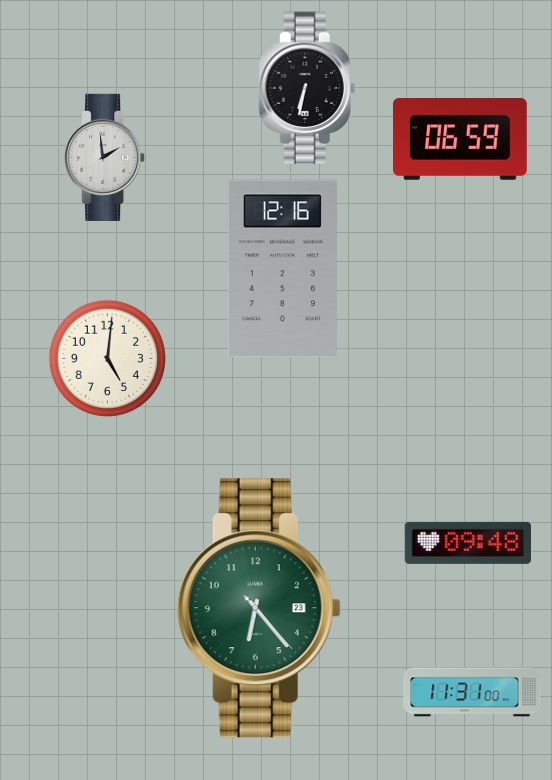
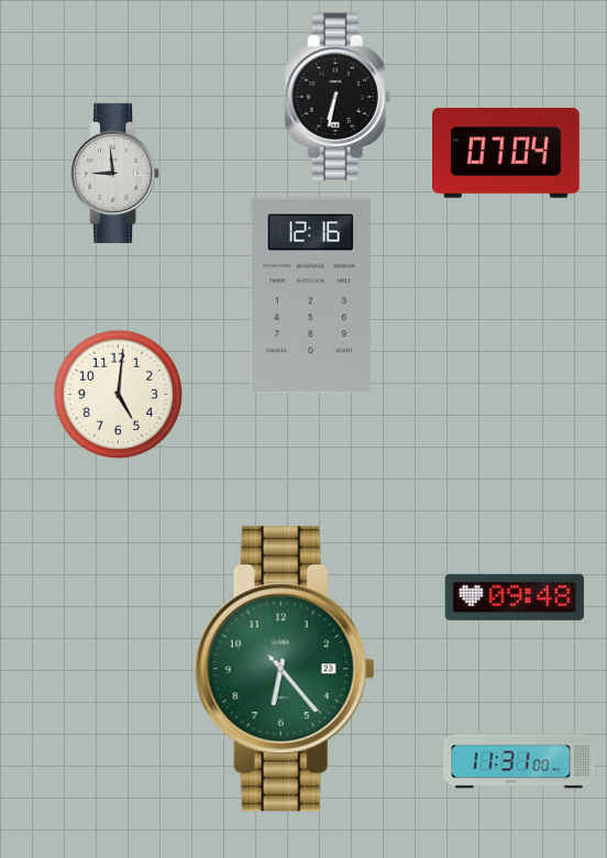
clock at (461, 140): 06:59 -> 07:04
clock at (105, 157): 1:59 -> 8:59
